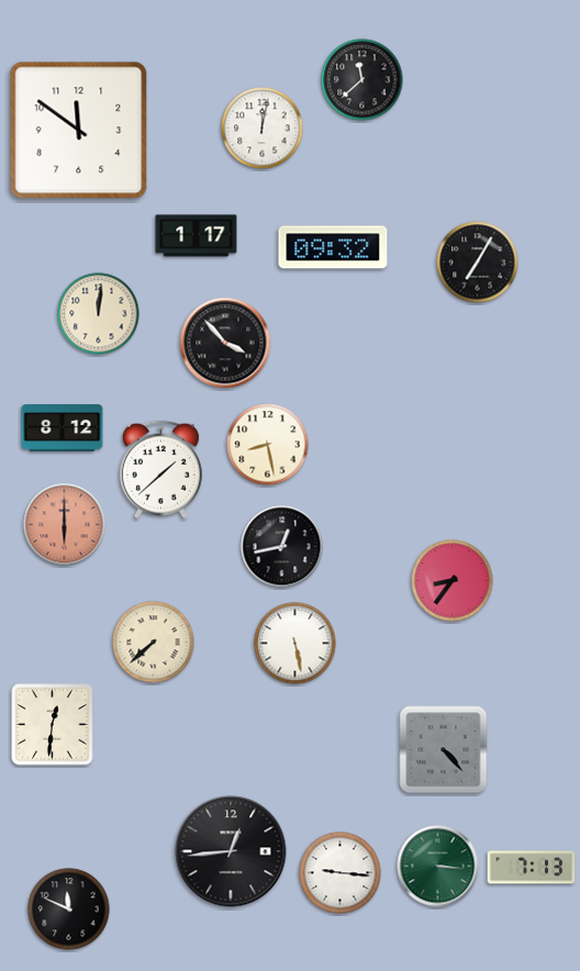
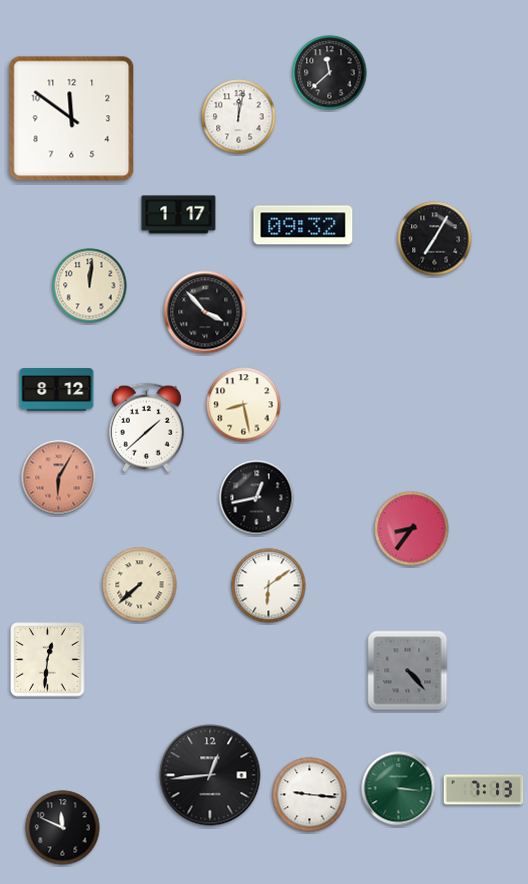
clock at (65, 525): 6:00 -> 6:05
clock at (295, 644): 5:28 -> 6:09
clock at (444, 750) position: (444, 750) -> (408, 671)
